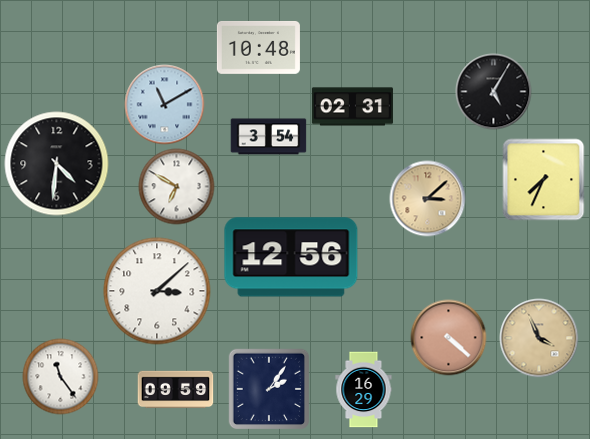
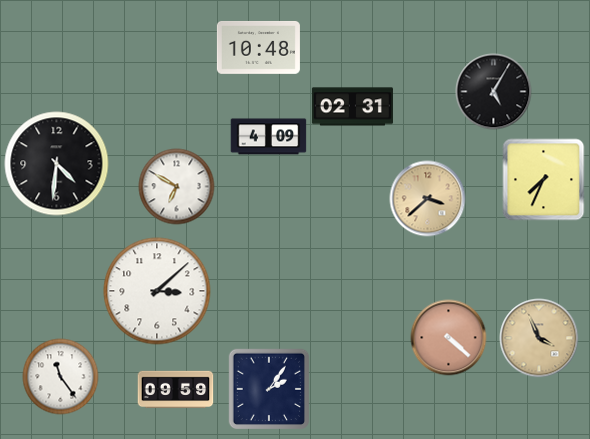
clock at (165, 105): 11:10 -> none
clock at (269, 137): 3:54 -> 4:09
clock at (428, 199): 3:08 -> 3:38
clock at (291, 257): 12:56 -> none
clock at (364, 390): 16:29 -> none
